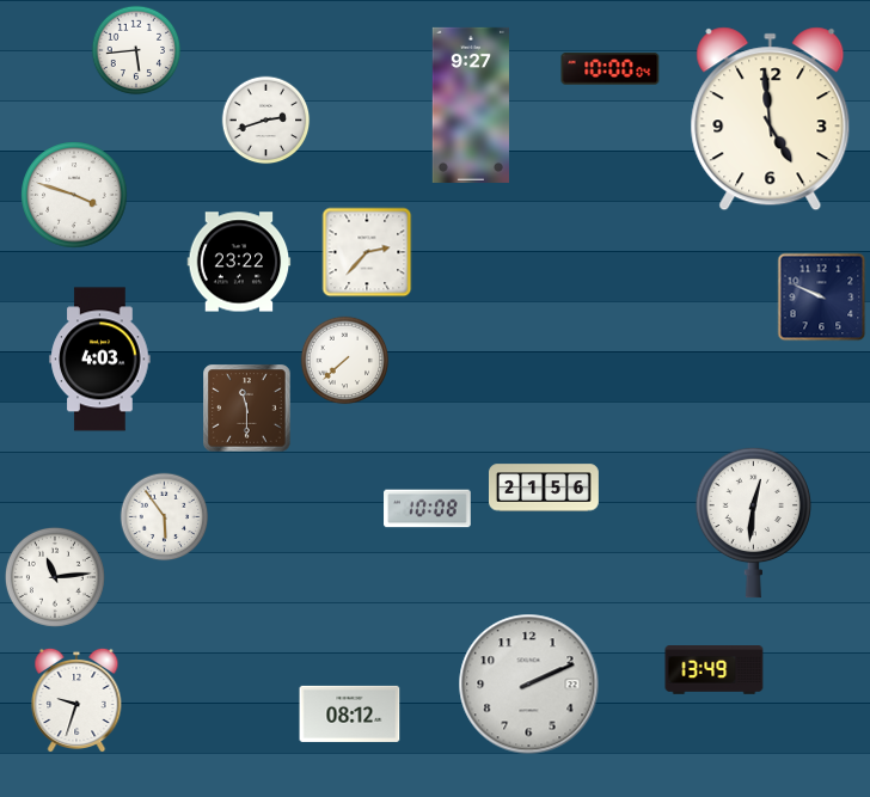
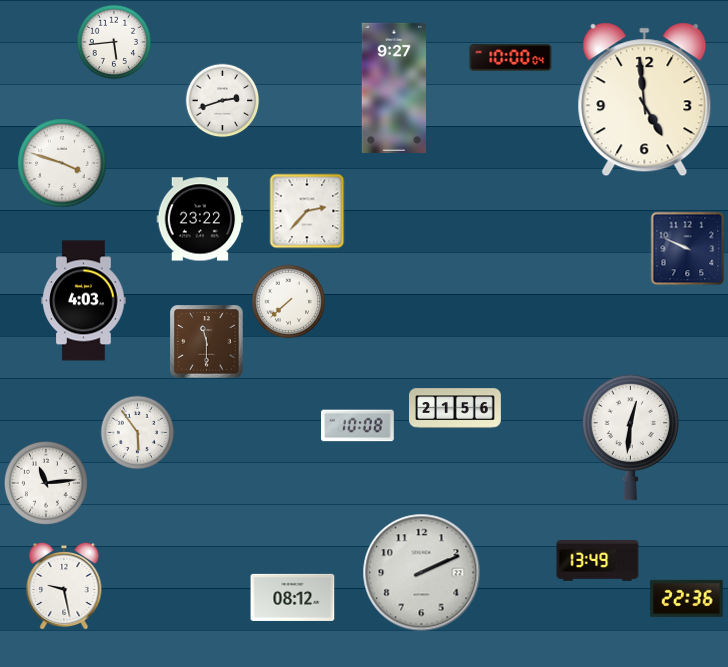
clock at (529, 685) position: (529, 685) -> (422, 573)
clock at (76, 700): 9:33 -> 9:28
clock at (687, 598): none -> 22:36
